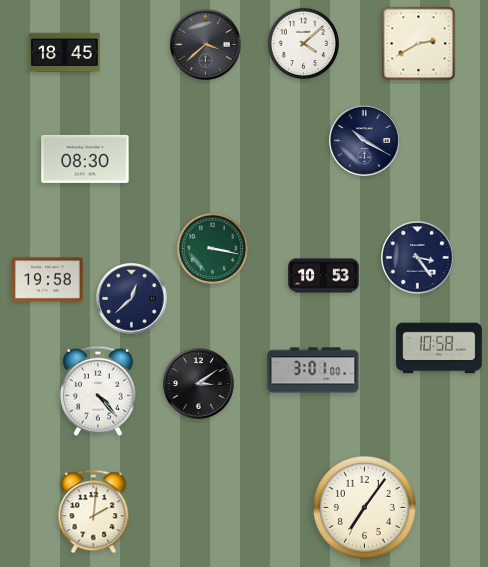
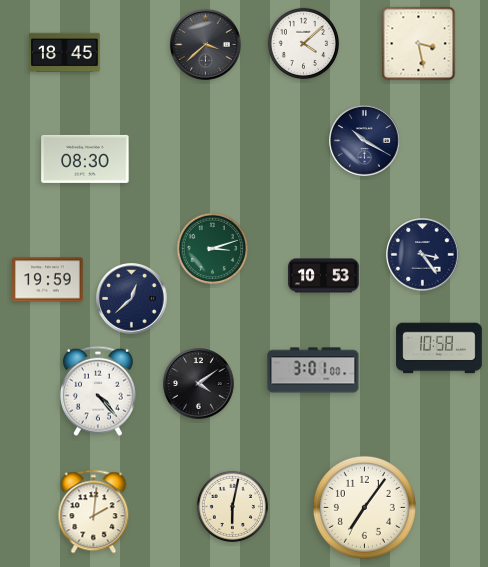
clock at (419, 44): 2:40 -> 3:28
clock at (212, 248): 3:17 -> 3:12
clock at (418, 258) position: (418, 258) -> (423, 255)
clock at (48, 280): 19:58 -> 19:59
clock at (199, 384): 3:09 -> 4:09
clock at (232, 506): none -> 6:02
